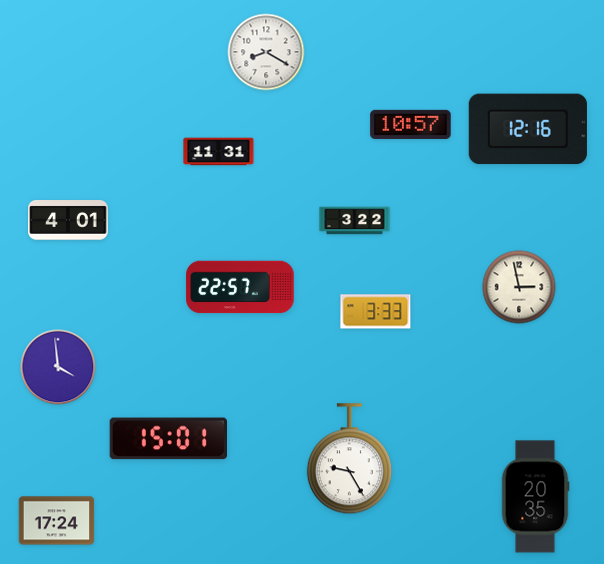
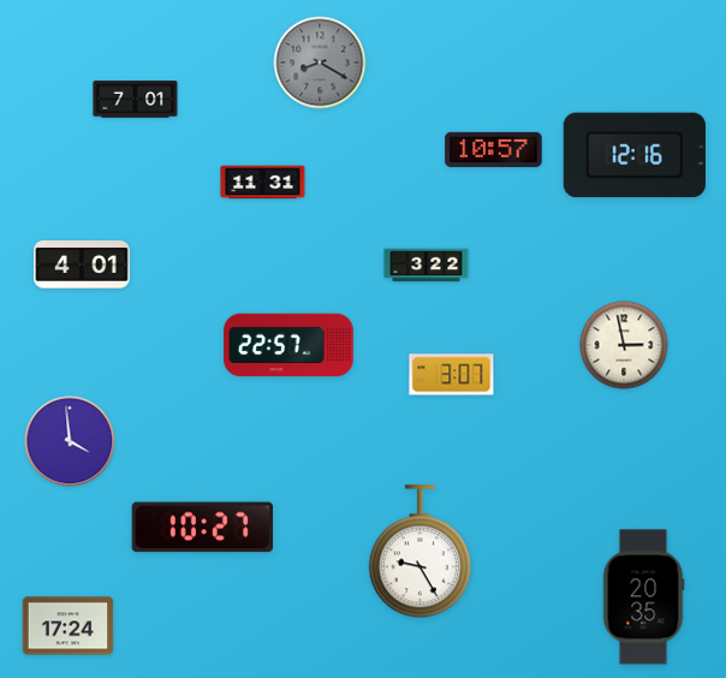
clock at (266, 52) dial: white -> grey
clock at (136, 100): none -> 7:01
clock at (376, 312): 3:33 -> 3:07
clock at (168, 439): 15:01 -> 10:27
